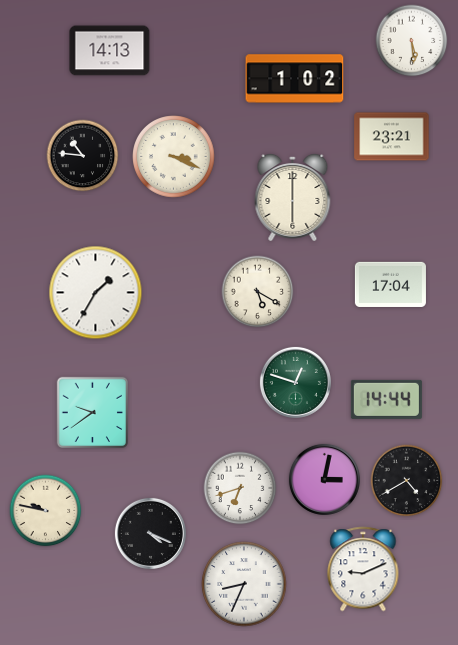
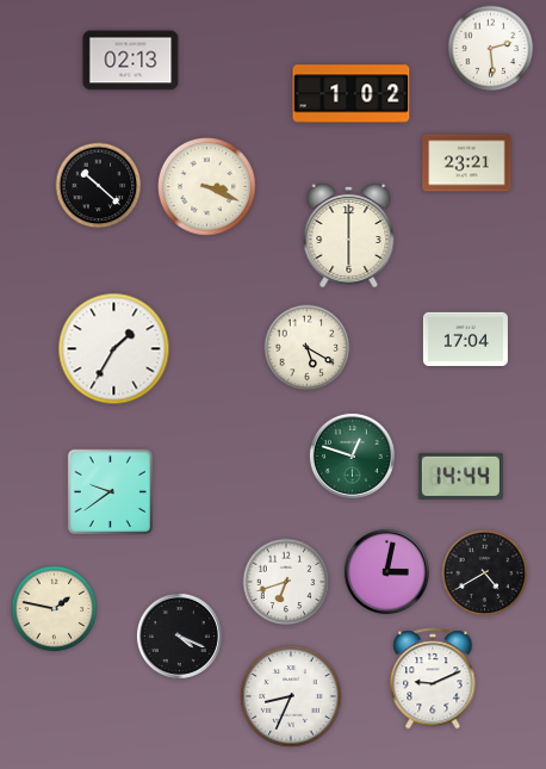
clock at (412, 41): 5:29 -> 2:29
clock at (110, 51): 14:13 -> 02:13
clock at (83, 156): 10:46 -> 10:22
clock at (46, 511): 9:47 -> 1:47
